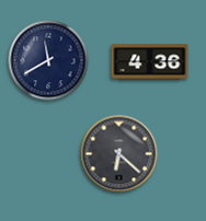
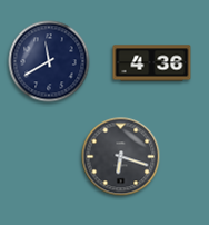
clock at (119, 154): 6:22 -> 6:18
